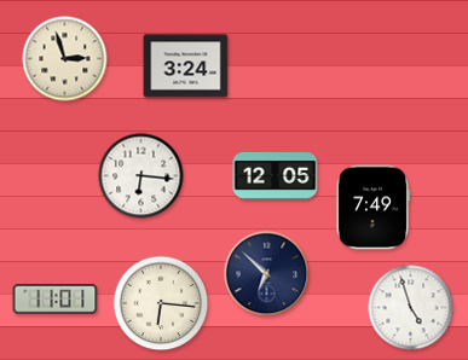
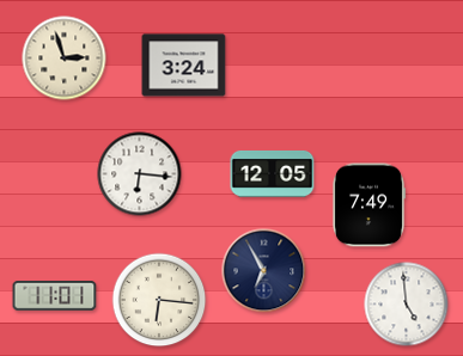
clock at (267, 274): 6:52 -> 6:55
clock at (411, 308): 4:57 -> 4:59
